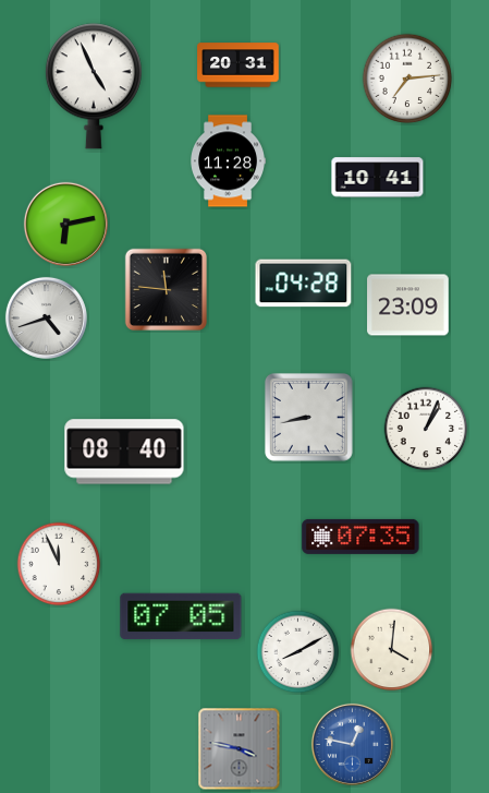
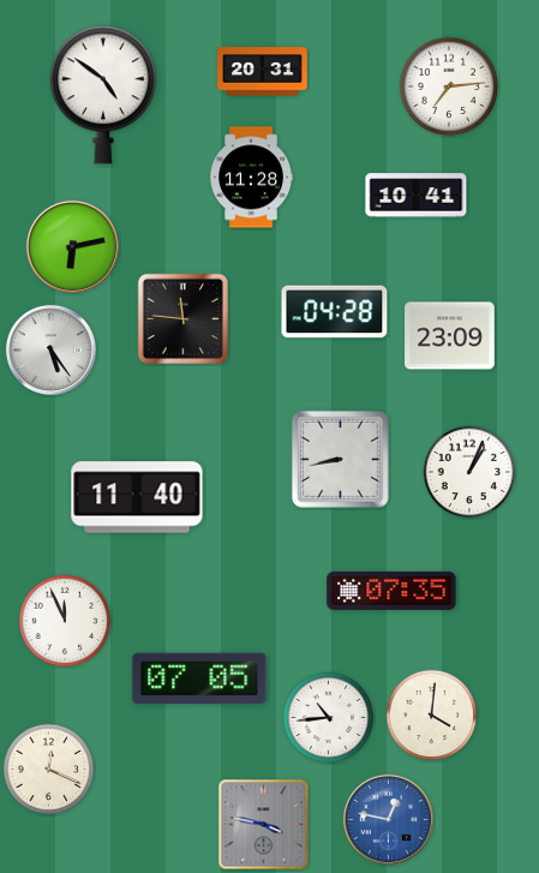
clock at (94, 86): 4:56 -> 4:51
clock at (46, 317): 4:42 -> 5:24
clock at (124, 452): 08:40 -> 11:40
clock at (360, 537) position: (360, 537) -> (391, 591)
clock at (298, 652): 8:10 -> 10:44
clock at (49, 770): none -> 12:19
